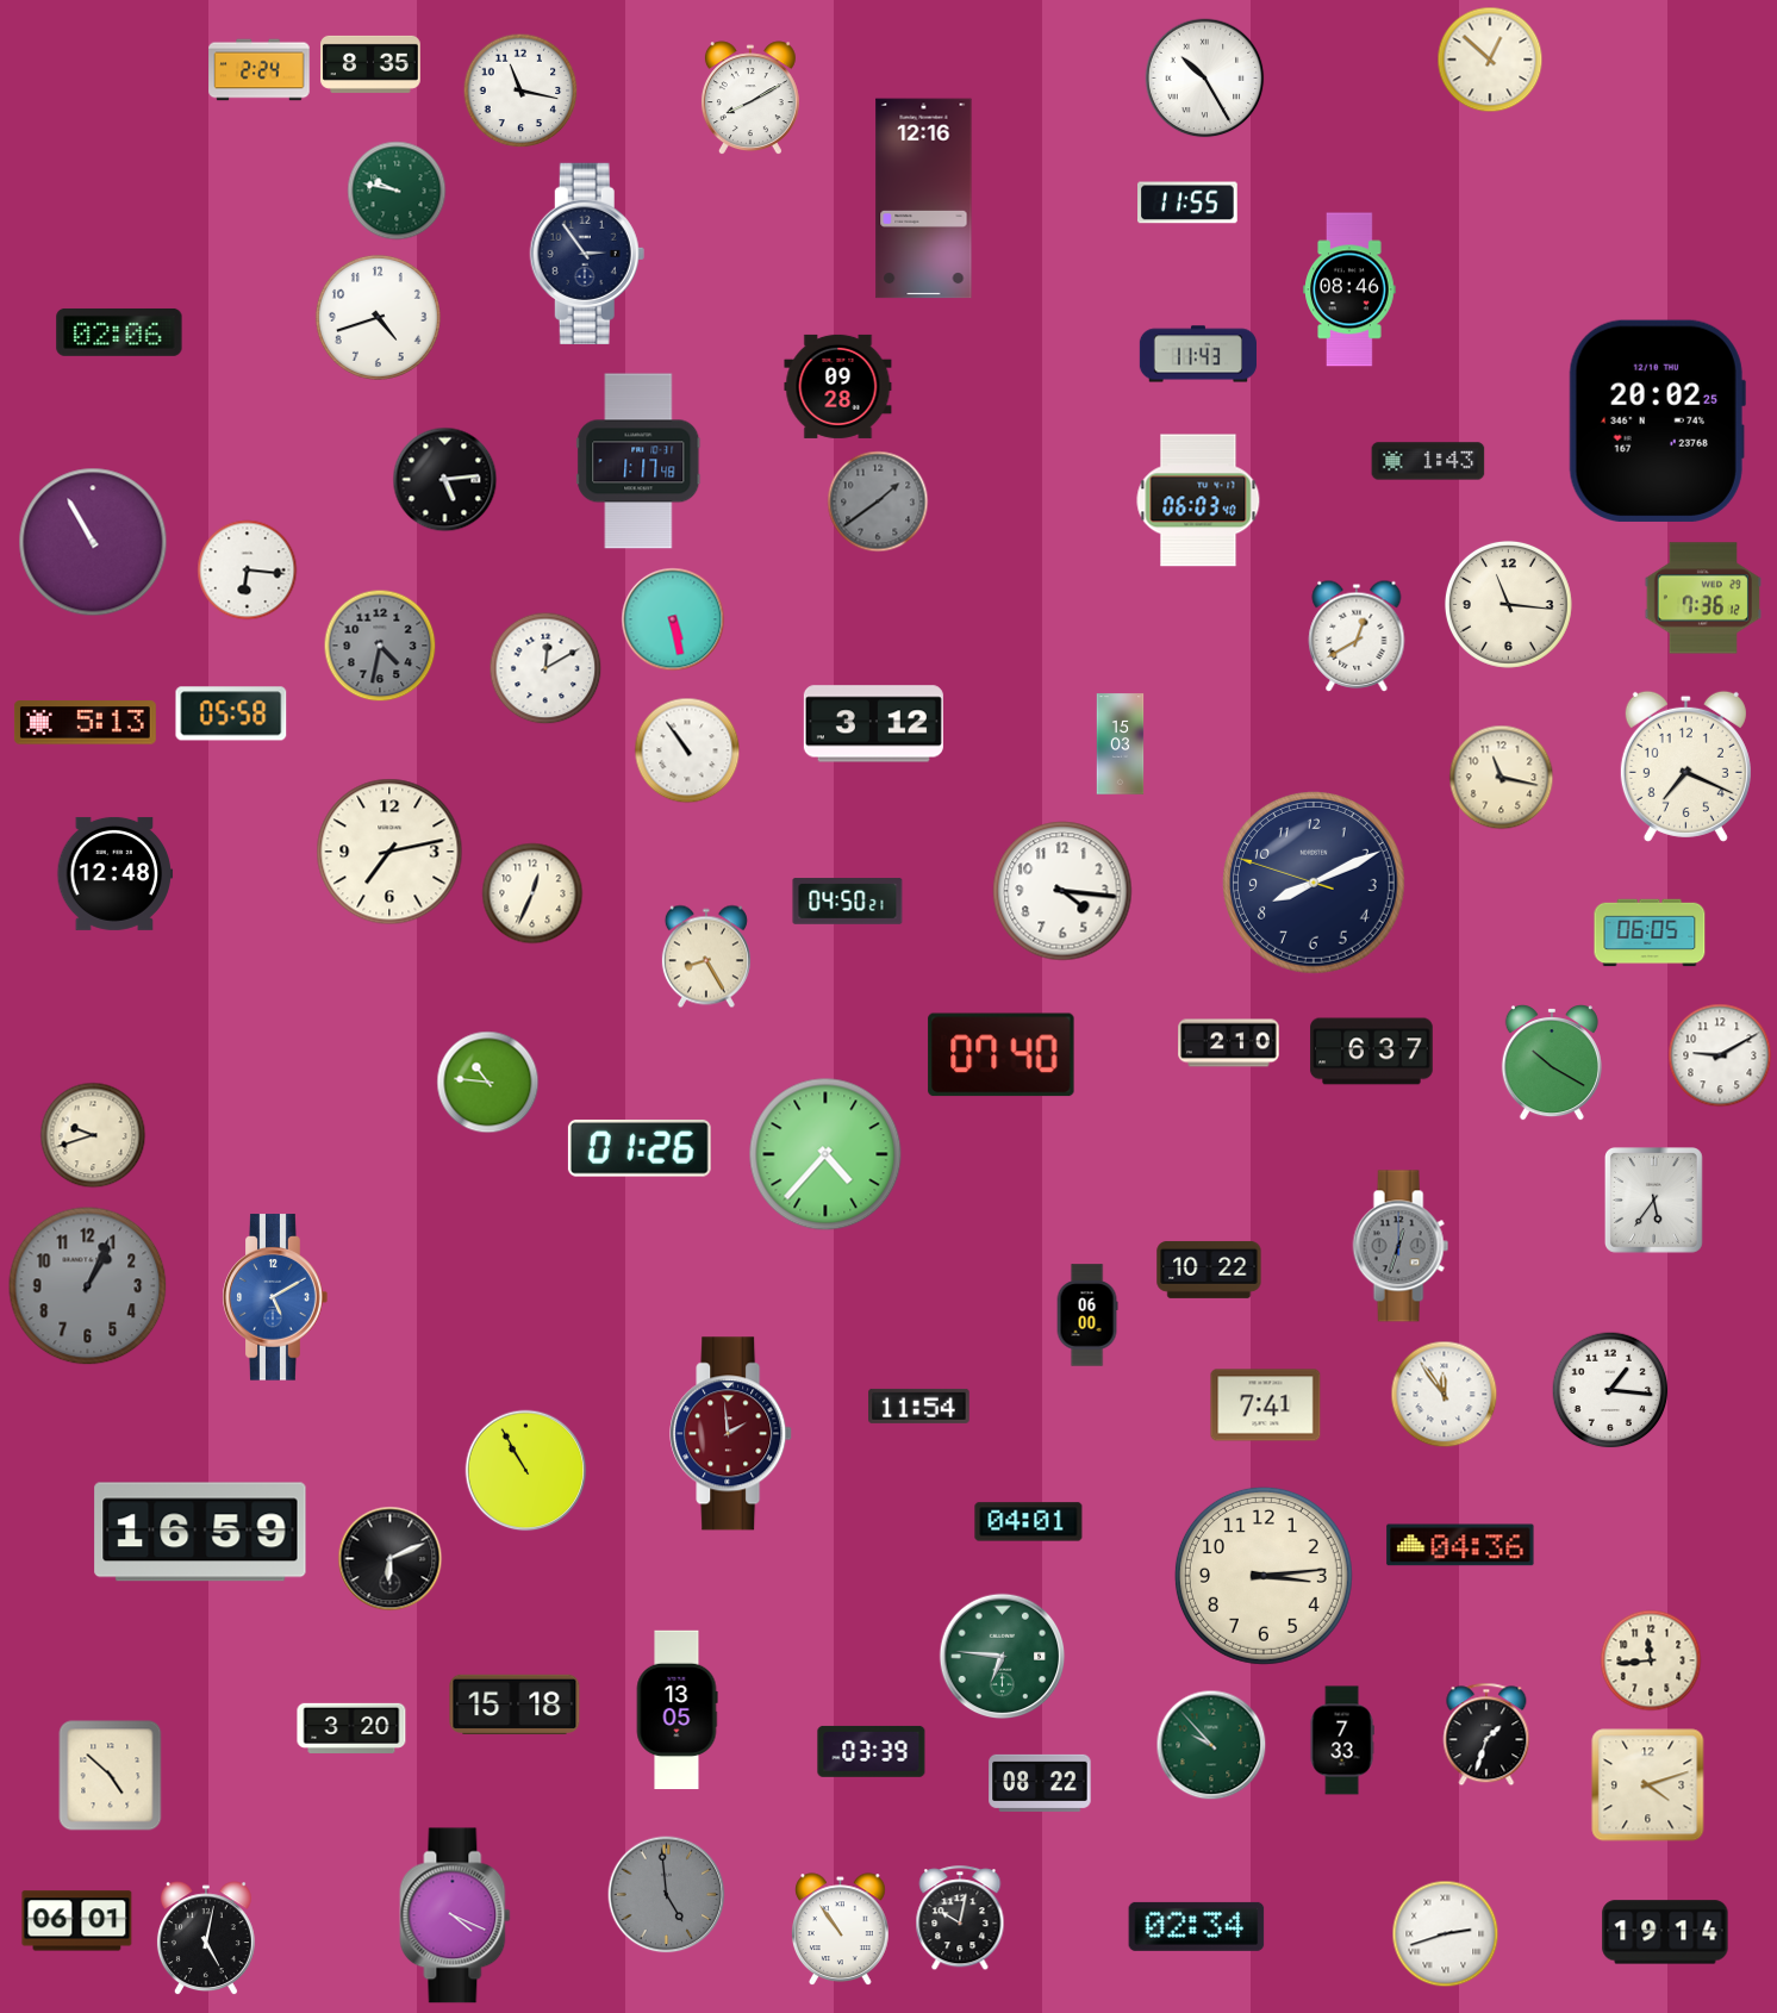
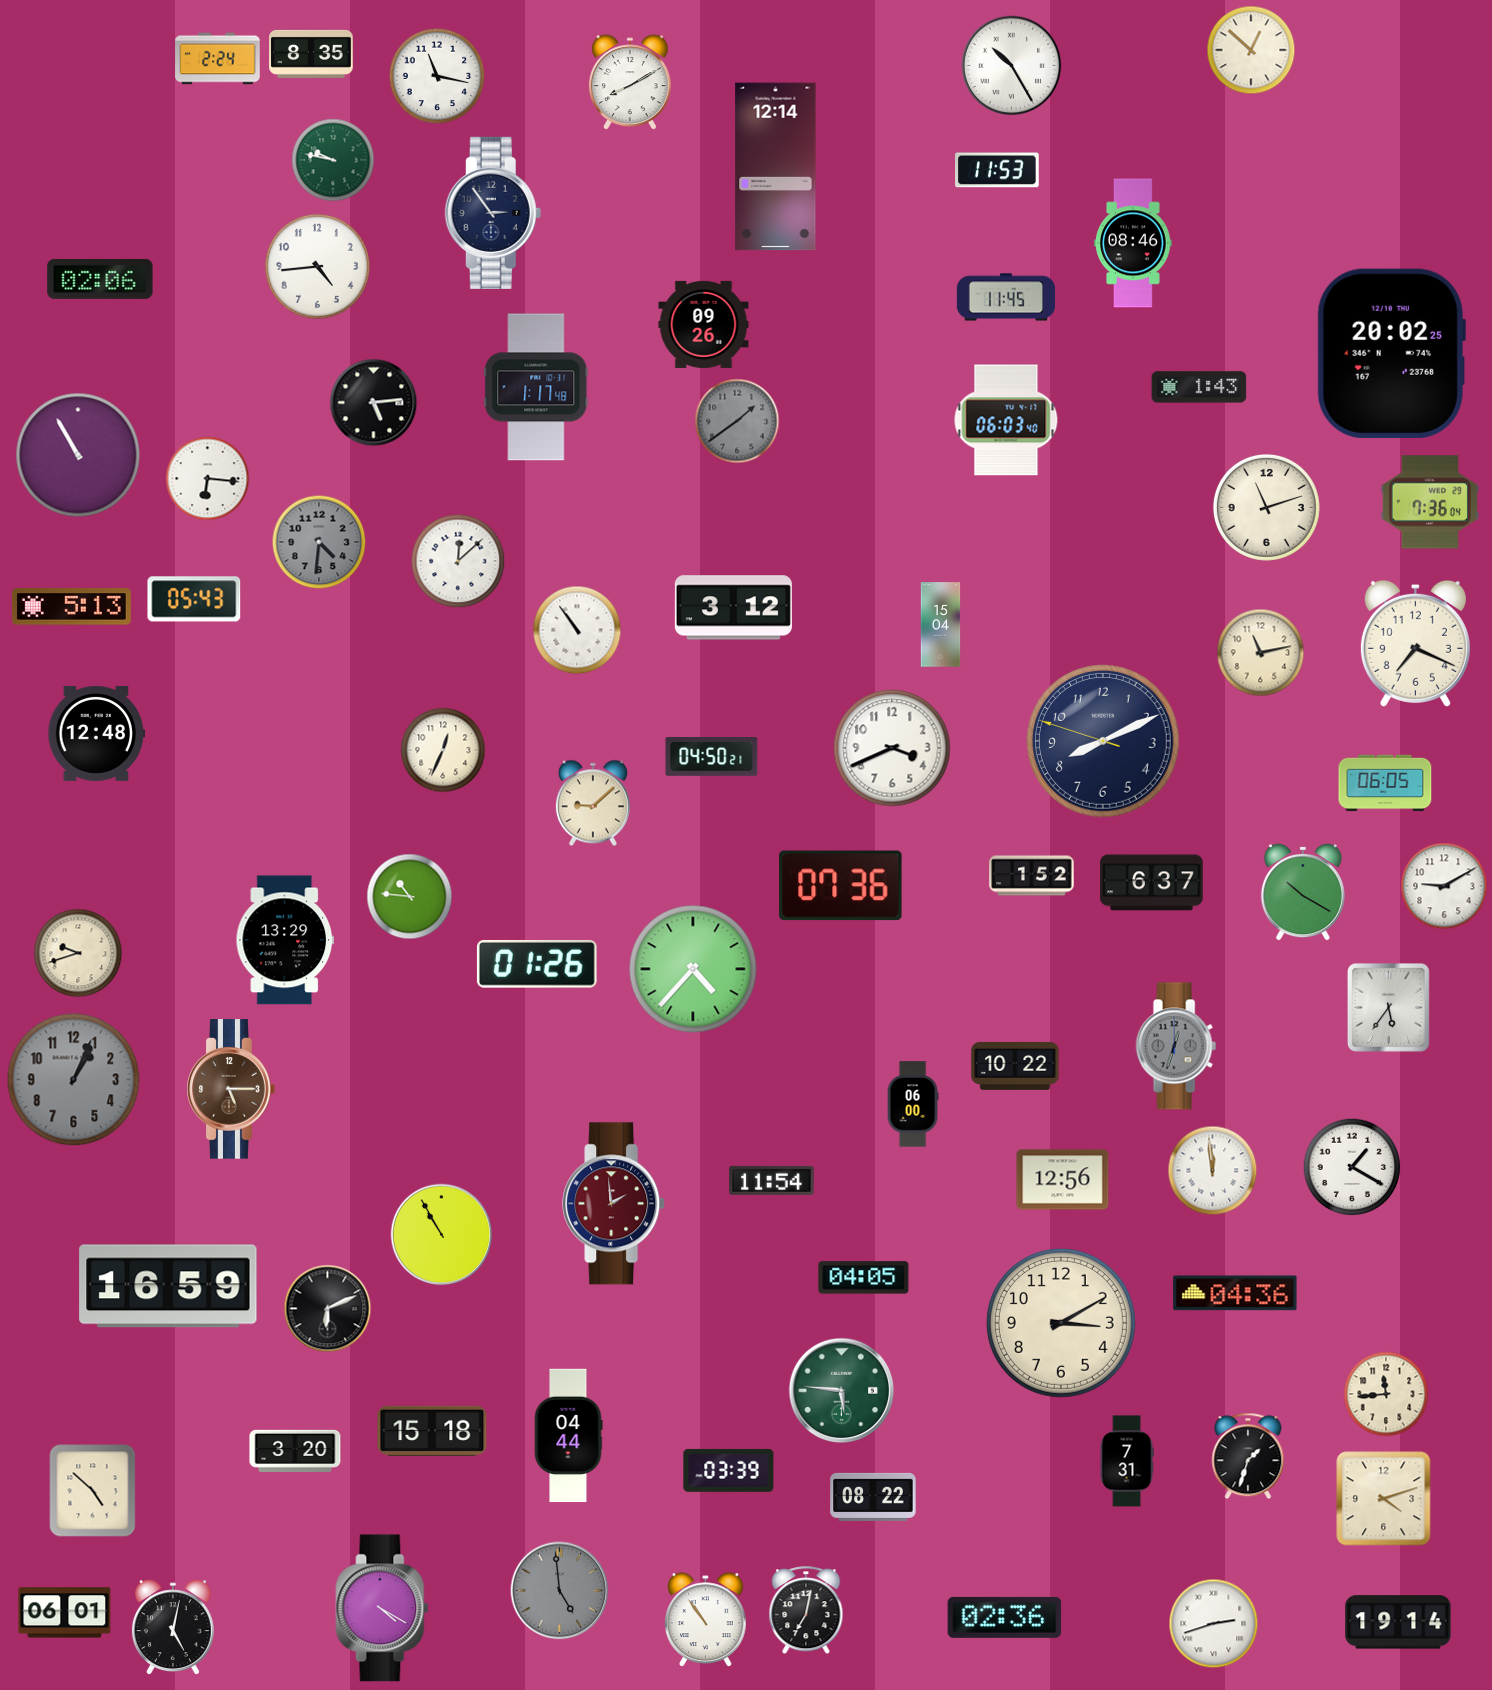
clock at (924, 199): 12:16 -> 12:14
clock at (1189, 202): 11:55 -> 11:53
clock at (378, 317): 4:42 -> 4:44
clock at (1197, 354): 11:43 -> 11:45
clock at (838, 386): 09:28 -> 09:26
clock at (1703, 598): 7:36:12 -> 7:36:04
clock at (1508, 604): 11:16 -> 11:12
clock at (673, 619): 5:28 -> none
clock at (1357, 636): 12:40 -> none
clock at (380, 646): 4:32 -> 4:31
clock at (545, 668): 12:10 -> 12:08
clock at (231, 713): 05:58 -> 05:43
clock at (1121, 744): 15:03 -> 15:04
clock at (1502, 778): 11:17 -> 11:13
clock at (389, 852): 7:13 -> none
clock at (1062, 891): 4:16 -> 3:41
clock at (532, 893) position: (532, 893) -> (443, 750)
clock at (706, 956): 8:25 -> 9:08
clock at (1229, 1043): 2:10 -> 1:52
clock at (1002, 1055): 07:40 -> 07:36
clock at (488, 1083) position: (488, 1083) -> (410, 897)
clock at (285, 940): none -> 13:29
clock at (275, 1297): 5:10 -> 5:15
clock at (275, 1297) dial: blue -> brown
clock at (1610, 1390): 1:16 -> 1:20
clock at (1445, 1395): 11:54 -> 11:59
clock at (1266, 1406): 7:41 -> 12:56
clock at (1029, 1522): 04:01 -> 04:05
clock at (1460, 1545) position: (1460, 1545) -> (1235, 1293)
clock at (1264, 1576): 3:14 -> 3:10
clock at (1003, 1657): 6:46 -> 5:46
clock at (676, 1710): 13:05 -> 04:44
clock at (1342, 1740): 7:33 -> 7:31
clock at (1211, 1745): 9:53 -> none
clock at (872, 1751) position: (872, 1751) -> (729, 1470)
clock at (455, 1915): 4:19 -> 4:20
clock at (960, 1919): 10:02 -> 7:02
clock at (1197, 1926): 02:34 -> 02:36
